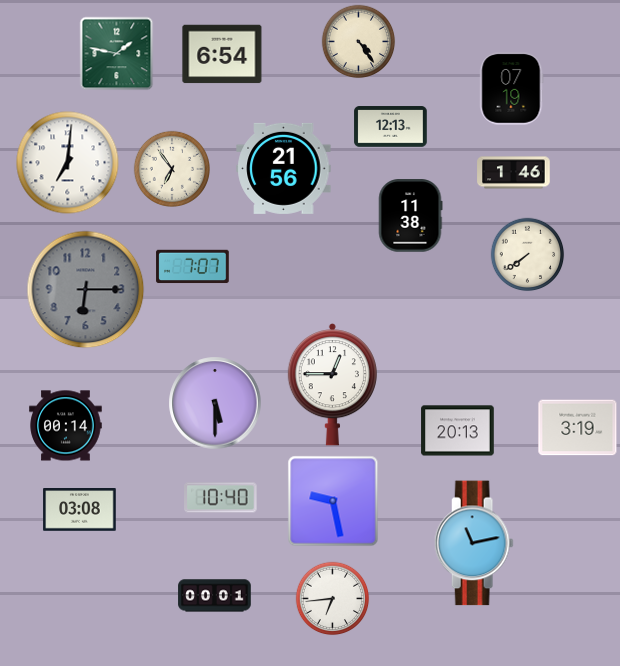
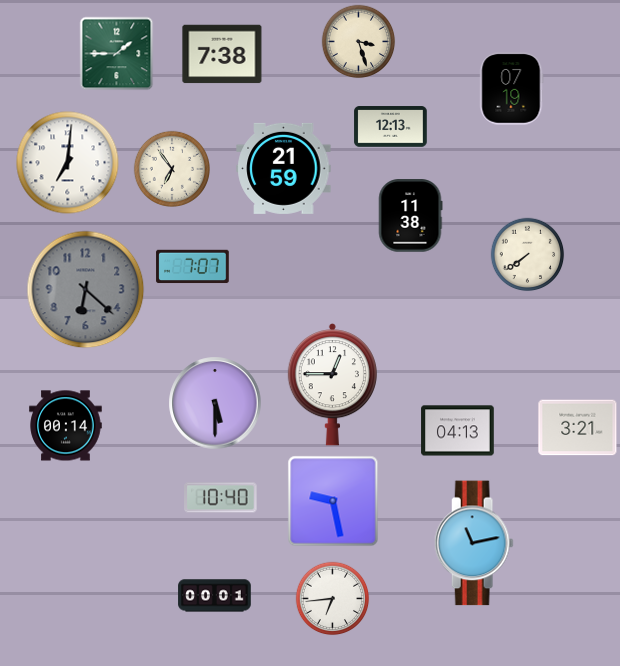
clock at (359, 42): 4:24 -> 3:27
clock at (117, 54): 1:47 -> 1:45
clock at (222, 54): 6:54 -> 7:38
clock at (284, 168): 21:56 -> 21:59
clock at (514, 173): 1:46 -> none
clock at (86, 290): 6:15 -> 6:22
clock at (578, 428): 3:19 -> 3:21
clock at (458, 431): 20:13 -> 04:13
clock at (80, 510): 03:08 -> none
